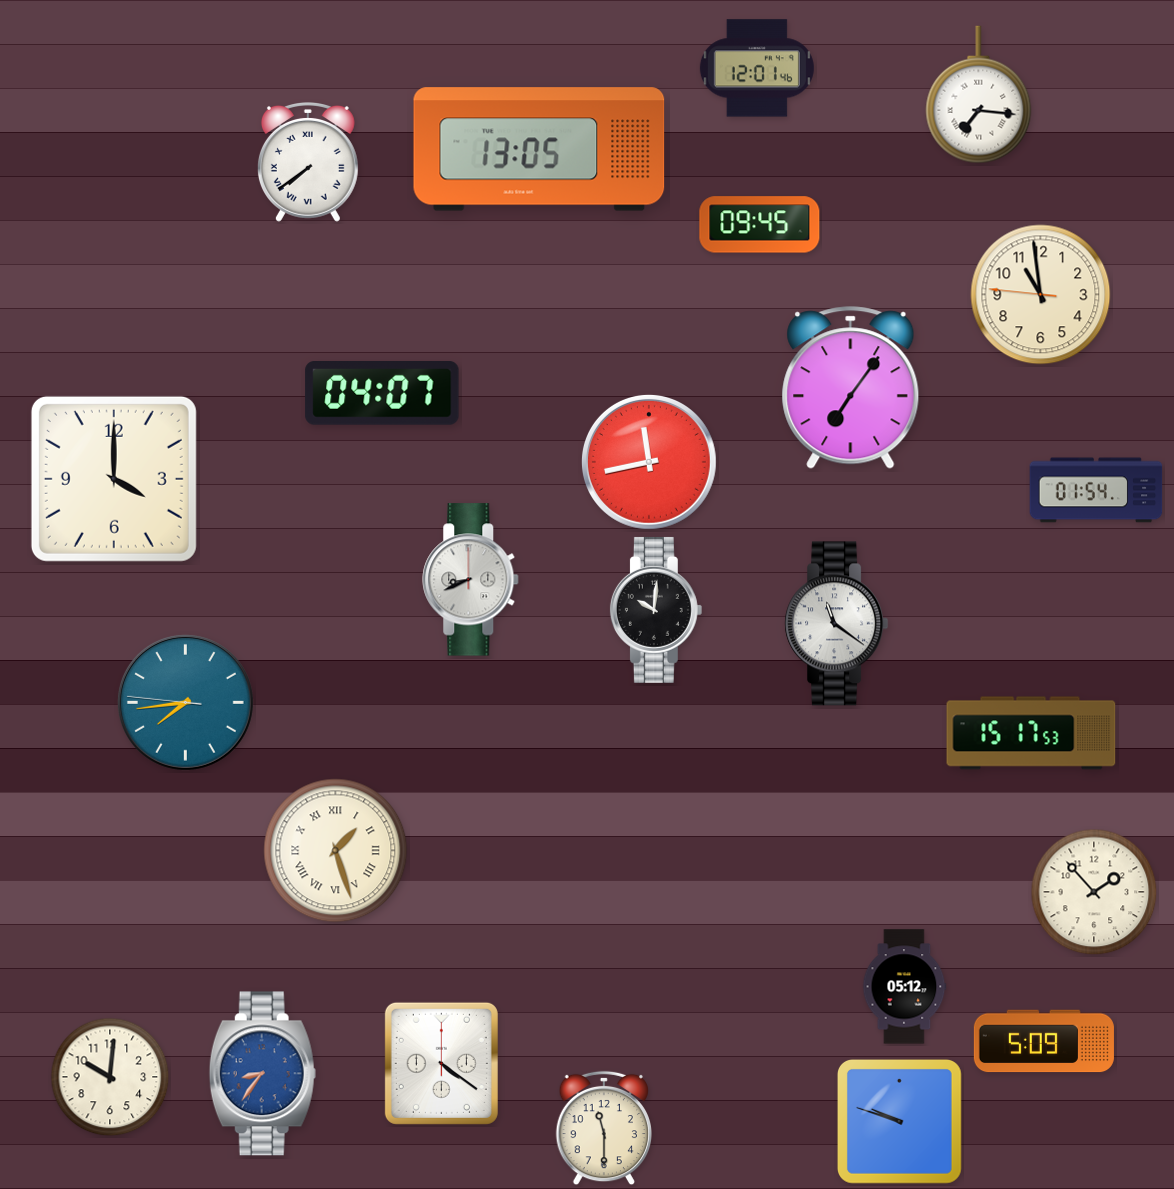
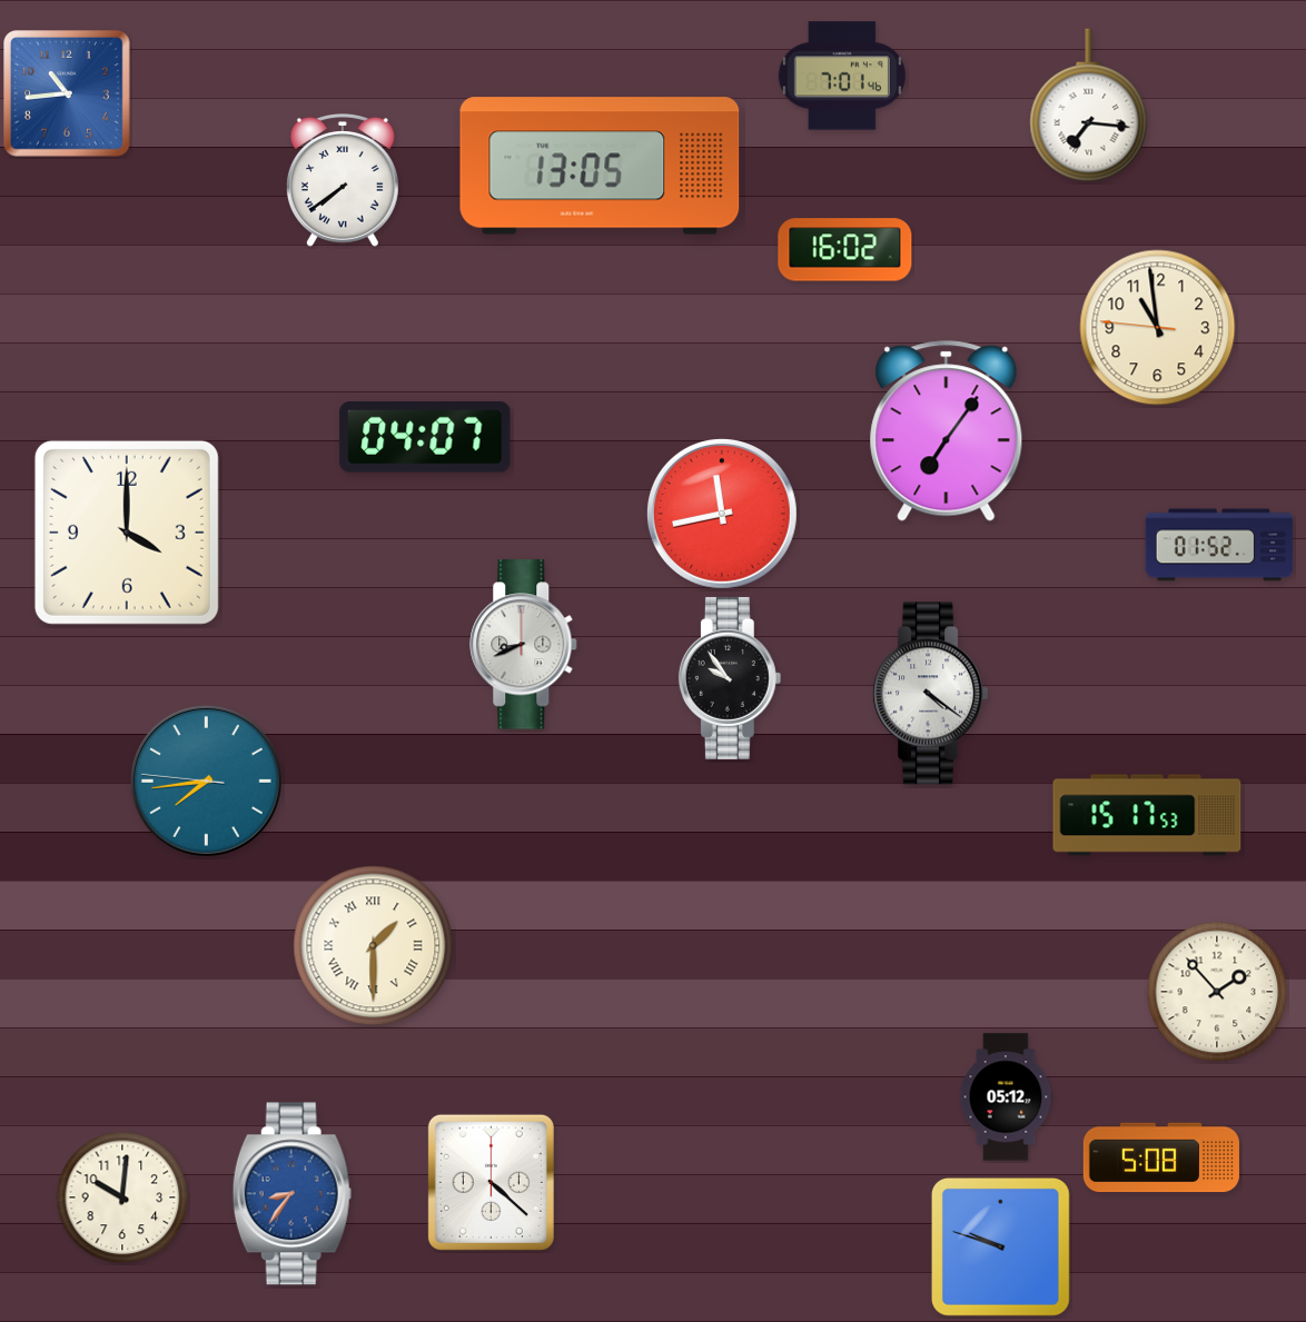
clock at (757, 68): 12:01 -> 7:01
clock at (68, 95): none -> 10:44
clock at (760, 225): 09:45 -> 16:02
clock at (1096, 490): 01:54 -> 01:52
clock at (656, 610): 10:01 -> 9:54
clock at (837, 624): 11:21 -> 4:21
clock at (336, 851): 1:27 -> 1:30
clock at (1044, 1041): 5:09 -> 5:08
clock at (441, 1063): 4:21 -> 4:22
clock at (603, 1128): 11:30 -> none
